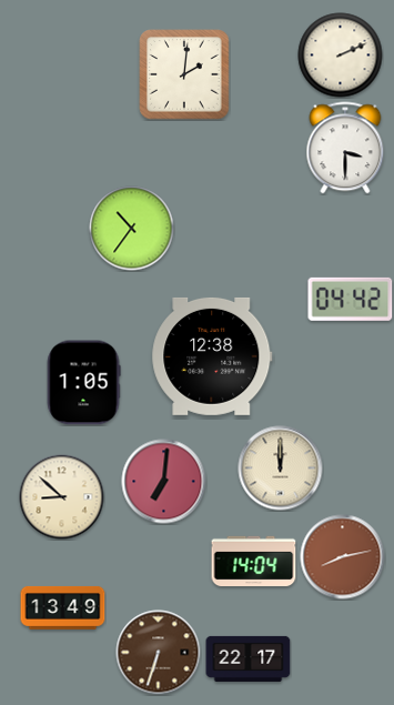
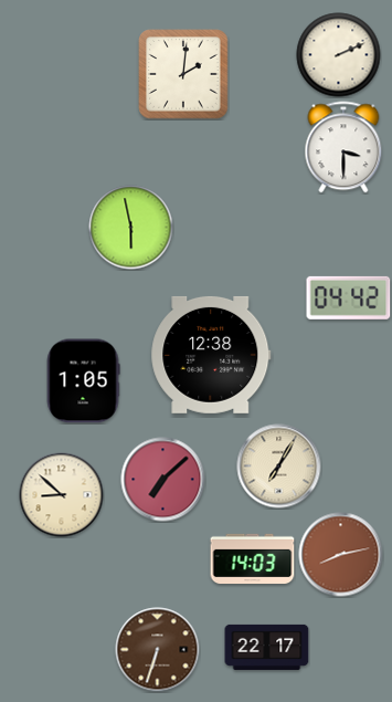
clock at (132, 229): 10:36 -> 5:58
clock at (281, 469): 12:00 -> 7:05
clock at (164, 482): 7:01 -> 7:08
clock at (254, 562): 14:04 -> 14:03
clock at (63, 608): 13:49 -> none
clock at (249, 658) position: (249, 658) -> (267, 647)
